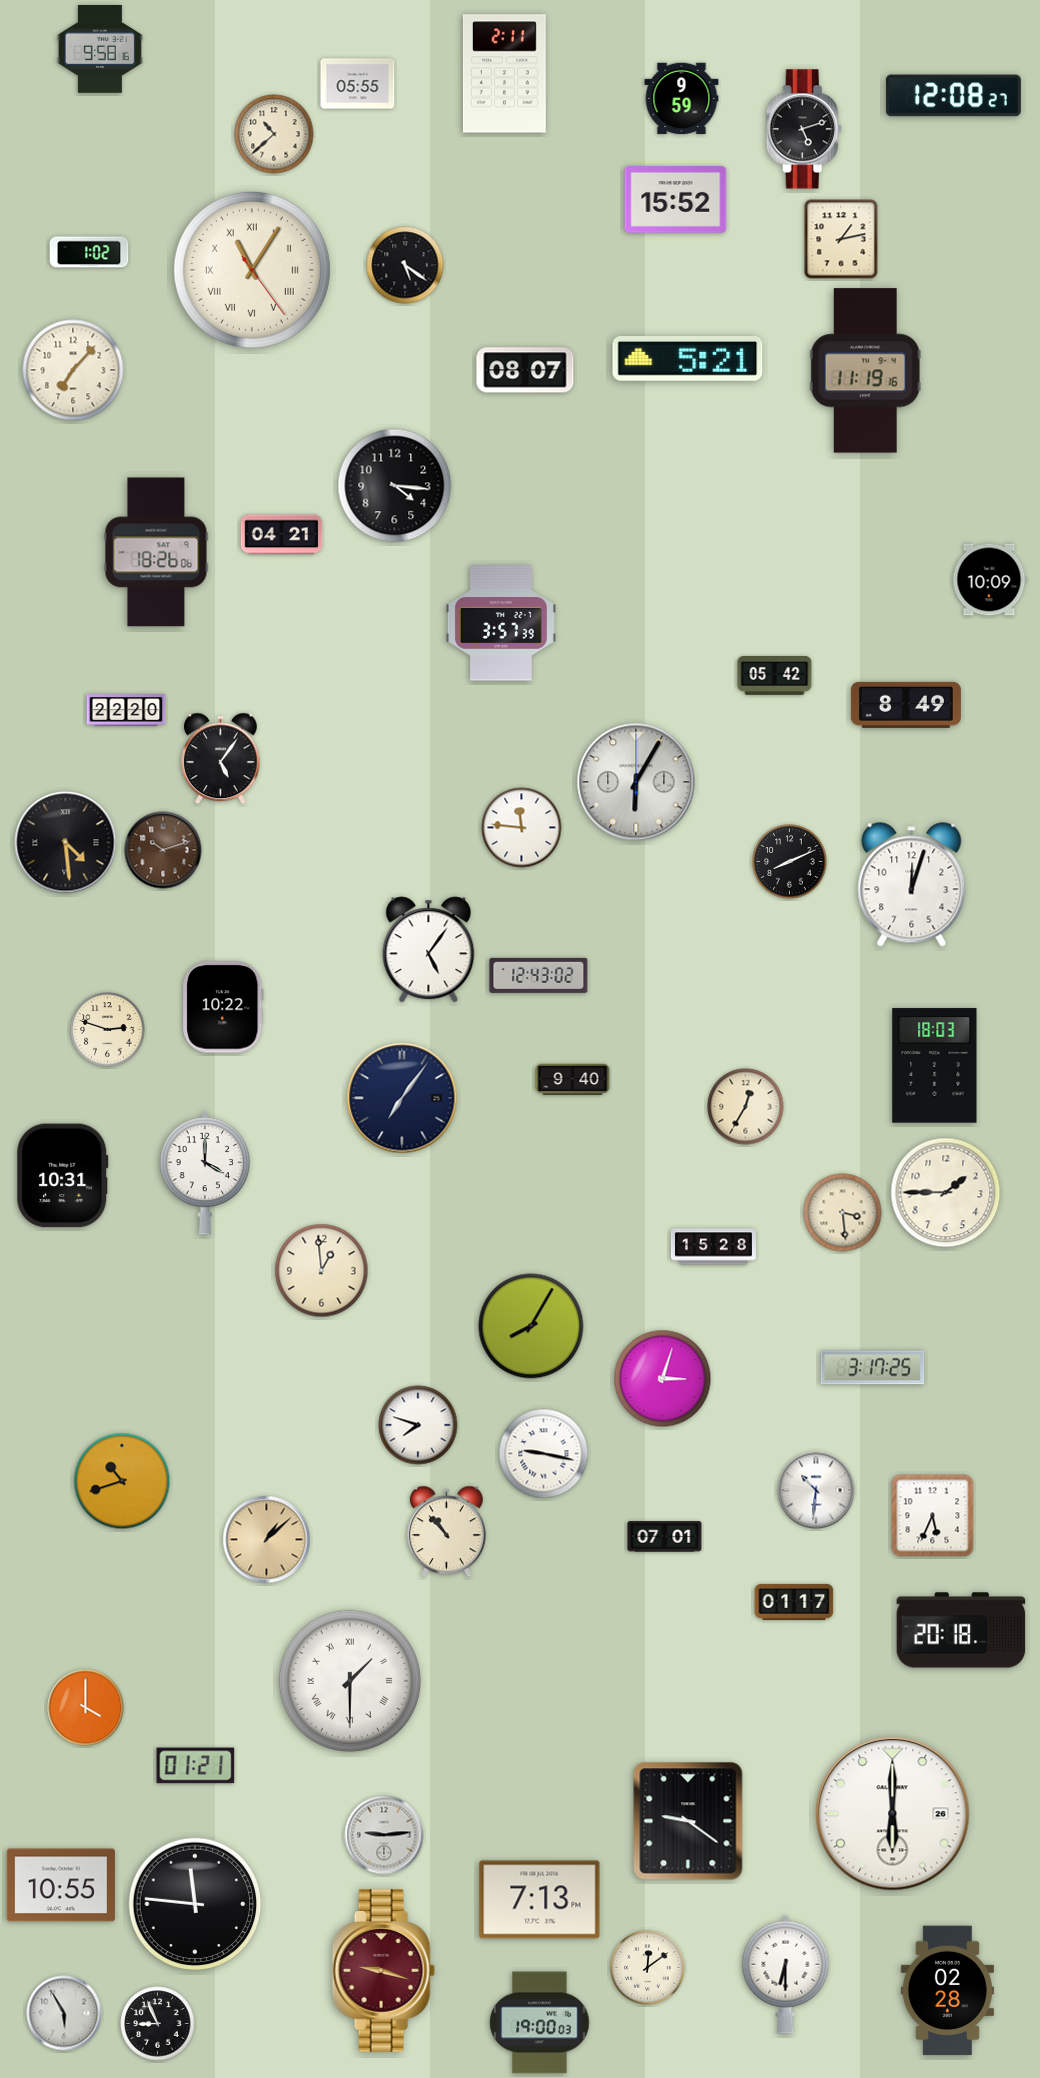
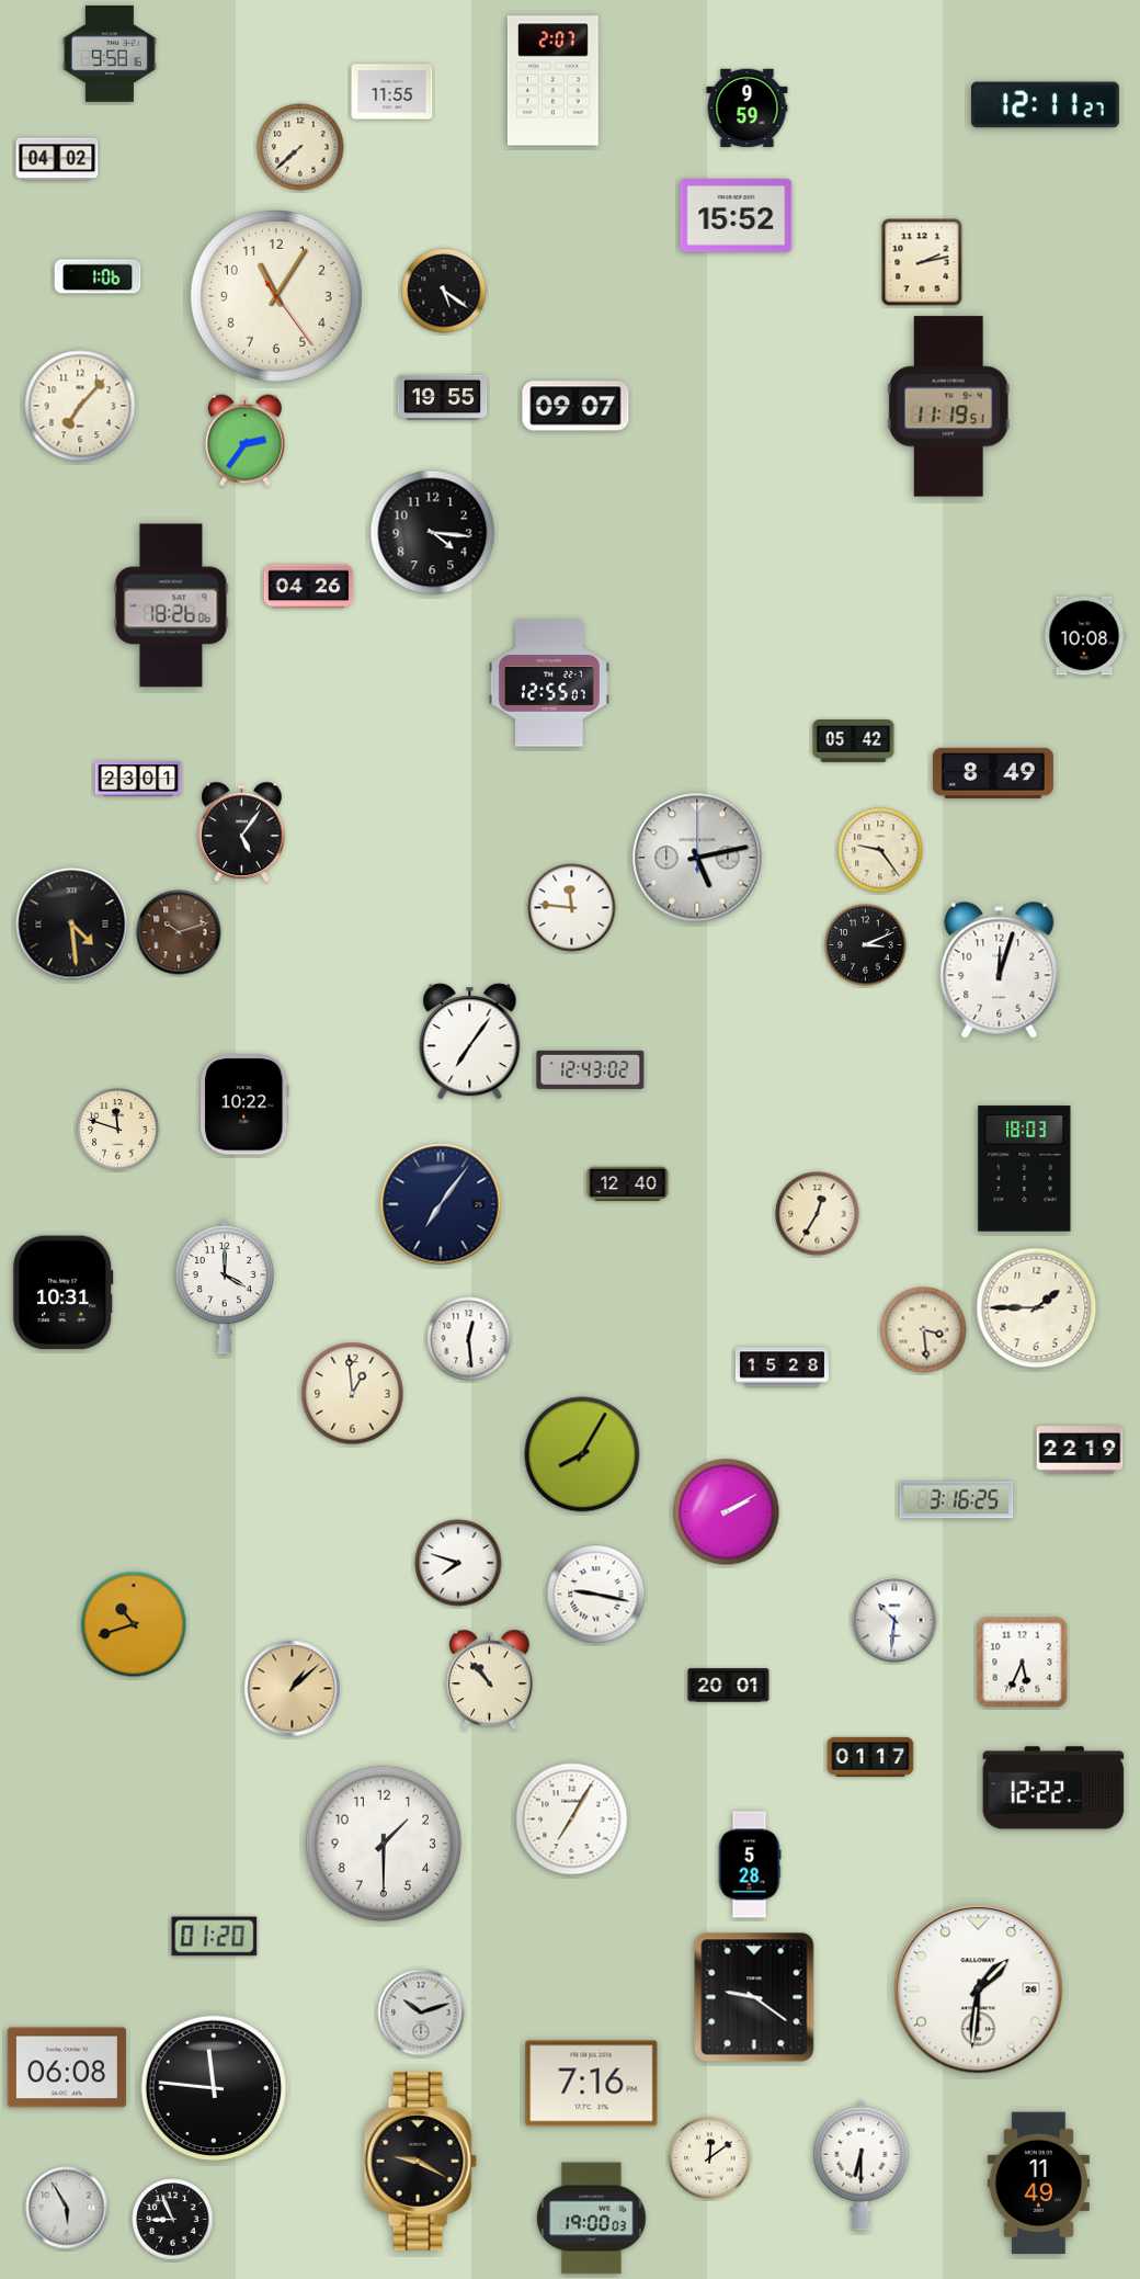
clock at (504, 74): 2:11 -> 2:07
clock at (358, 84): 05:55 -> 11:55
clock at (953, 96): 12:08 -> 12:11
clock at (804, 129): 5:12 -> none
clock at (274, 134): 10:38 -> 7:38
clock at (57, 159): none -> 04:02
clock at (676, 200) position: (676, 200) -> (737, 216)
clock at (841, 239): 1:13 -> 2:13
clock at (89, 252): 1:02 -> 1:06
clock at (252, 270) numerals: Roman -> Arabic
clock at (688, 359): 5:21 -> none
clock at (443, 398): none -> 19:55
clock at (525, 370): 08:07 -> 09:07
clock at (865, 371): 11:19:16 -> 11:19:51
clock at (244, 441): none -> 2:36
clock at (282, 535): 04:21 -> 04:26
clock at (989, 580): 10:09 -> 10:08
clock at (501, 623): 3:57 -> 12:55
clock at (775, 676) position: (775, 676) -> (854, 741)
clock at (126, 710): 22:20 -> 23:01
clock at (880, 850): none -> 9:24
clock at (636, 782): 6:05 -> 5:13
clock at (790, 862): 8:11 -> 3:11
clock at (429, 950): 5:06 -> 7:06
clock at (108, 1030): 2:48 -> 11:48
clock at (573, 1079): 9:40 -> 12:40
clock at (63, 1176) position: (63, 1176) -> (64, 1293)
clock at (469, 1339): none -> 12:29
clock at (1080, 1450): none -> 22:19
clock at (873, 1368): 3:17 -> 3:16
clock at (663, 1379): 3:03 -> 2:10
clock at (816, 1490) position: (816, 1490) -> (894, 1620)
clock at (665, 1537): 07:01 -> 20:01
clock at (961, 1630): 20:18 -> 12:22
clock at (572, 1819): none -> 7:05
clock at (350, 1681) numerals: Roman -> Arabic
clock at (750, 1864): none -> 5:28
clock at (86, 1708): 4:00 -> none
clock at (196, 1766): 01:21 -> 01:20
clock at (893, 1814): 6:00 -> 1:31
clock at (384, 1835): 9:14 -> 10:12
clock at (61, 1885): 10:55 -> 06:08
clock at (540, 1900): 7:13 -> 7:16
clock at (383, 1971): 9:18 -> 9:20
clock at (383, 1971) dial: burgundy -> black
clock at (947, 1991): 02:28 -> 11:49
clock at (64, 2013) position: (64, 2013) -> (67, 2208)
